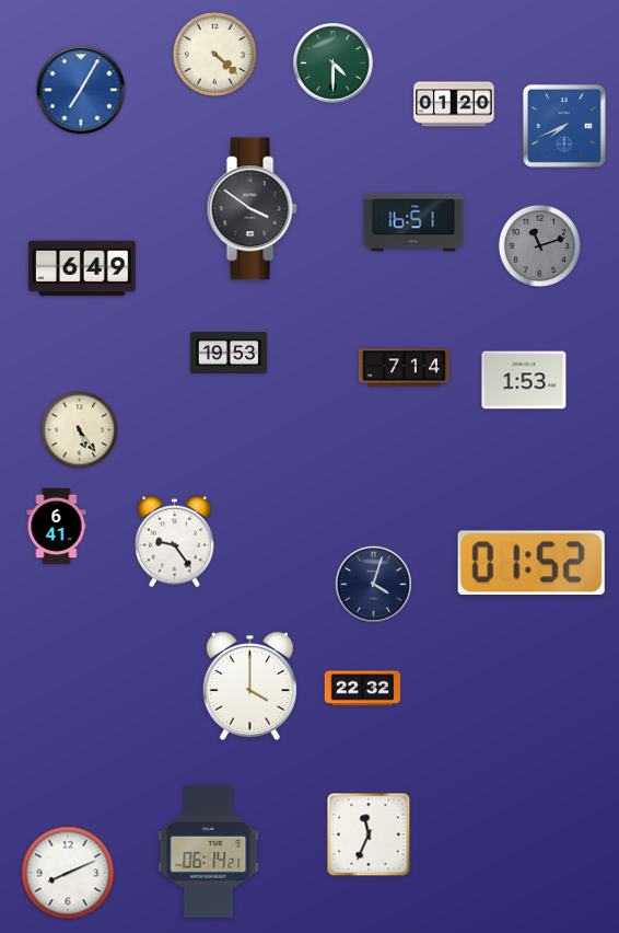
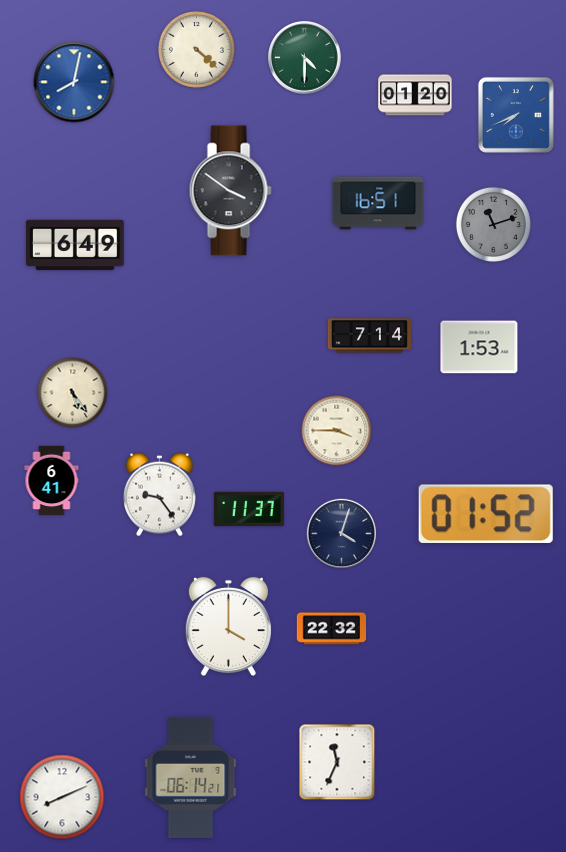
clock at (81, 90): 7:05 -> 8:02
clock at (229, 354): 19:53 -> none
clock at (337, 431): none -> 3:45
clock at (249, 509): none -> 11:37
